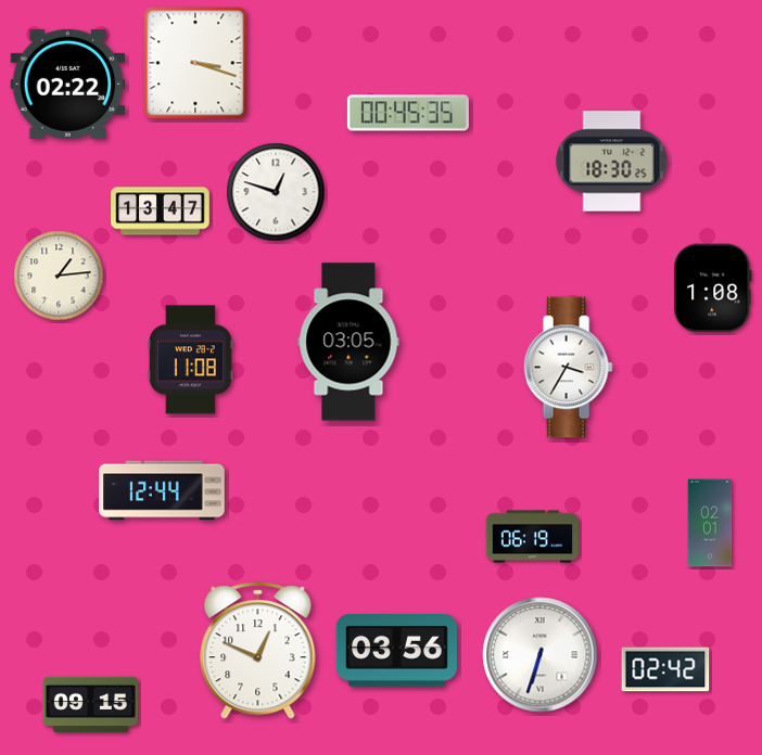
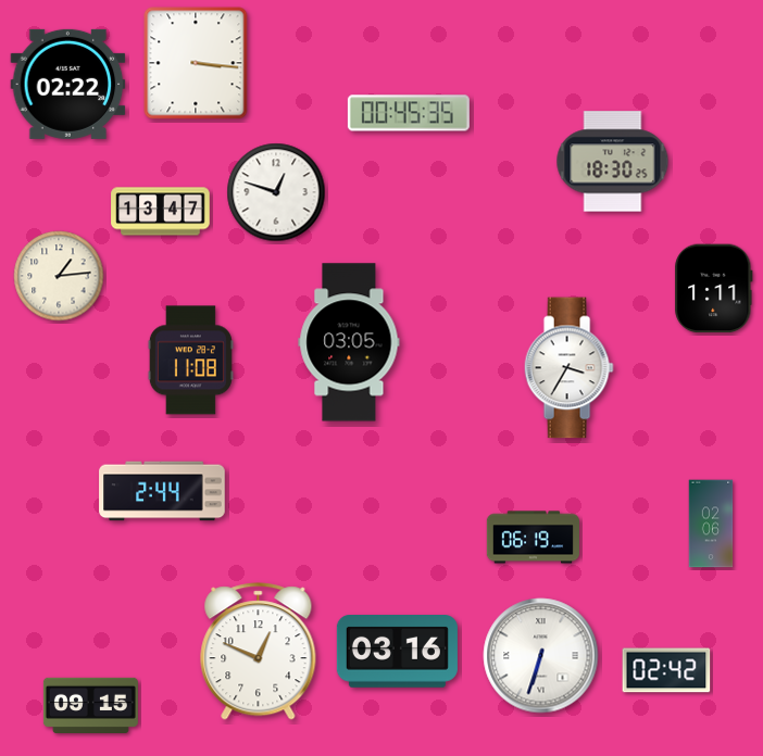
clock at (195, 63): 3:18 -> 3:16
clock at (713, 289): 1:08 -> 1:11
clock at (162, 490): 12:44 -> 2:44
clock at (710, 523): 02:01 -> 02:06
clock at (396, 651): 03:56 -> 03:16
